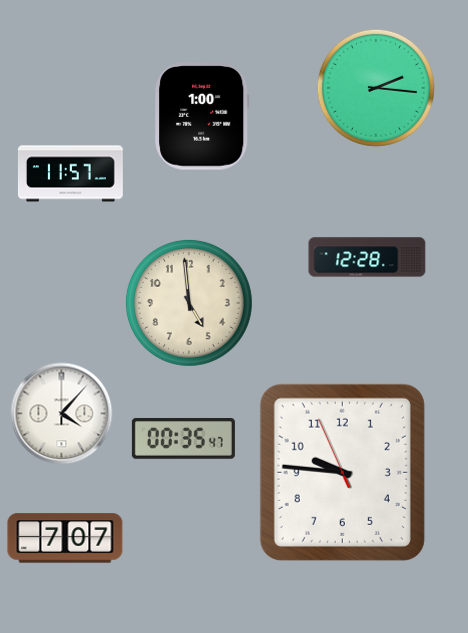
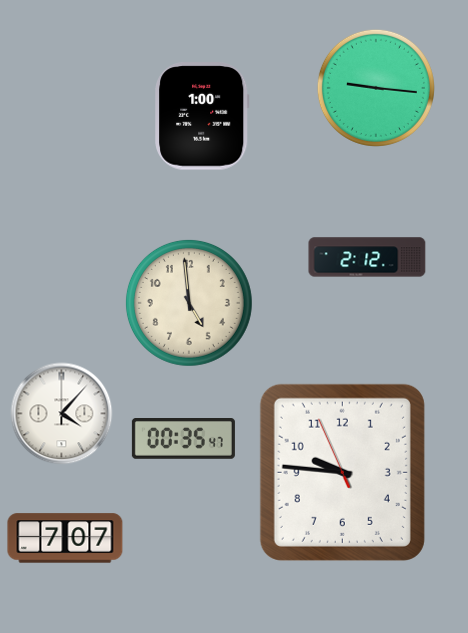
clock at (376, 88): 2:16 -> 9:16
clock at (70, 174): 11:57 -> none
clock at (367, 257): 12:28 -> 2:12
